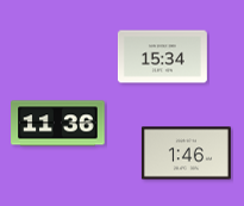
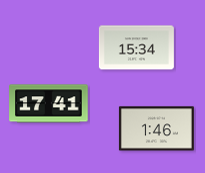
clock at (58, 124): 11:36 -> 17:41
